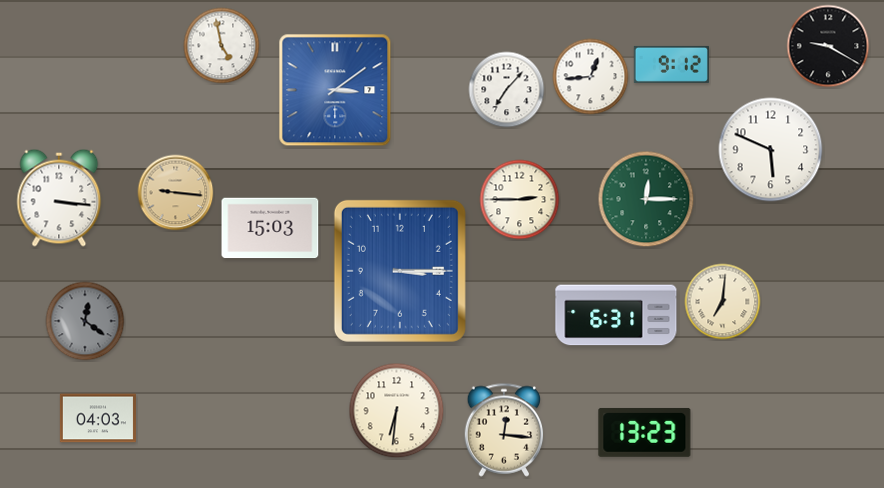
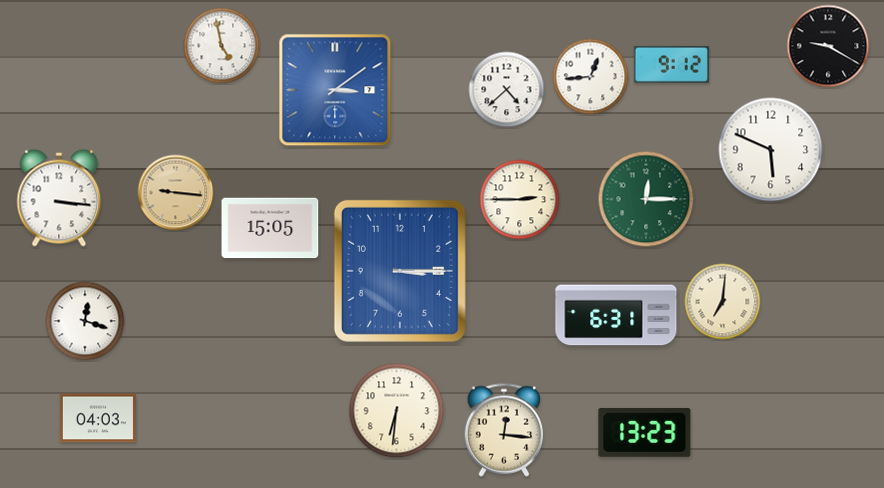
clock at (507, 90): 7:07 -> 4:38
clock at (270, 228): 15:03 -> 15:05
clock at (85, 321): 12:21 -> 12:18
clock at (85, 321) dial: grey -> white
